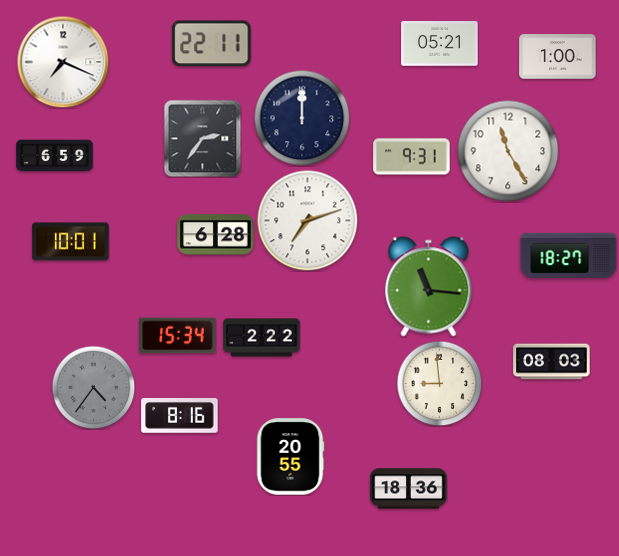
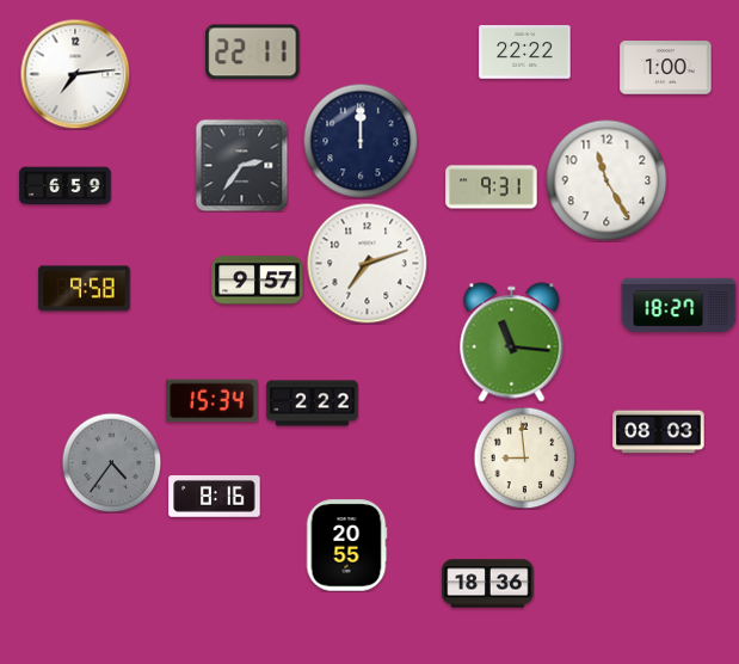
clock at (440, 44): 05:21 -> 22:22
clock at (63, 62): 7:19 -> 7:14
clock at (216, 235): 6:28 -> 9:57
clock at (71, 242): 10:01 -> 9:58
